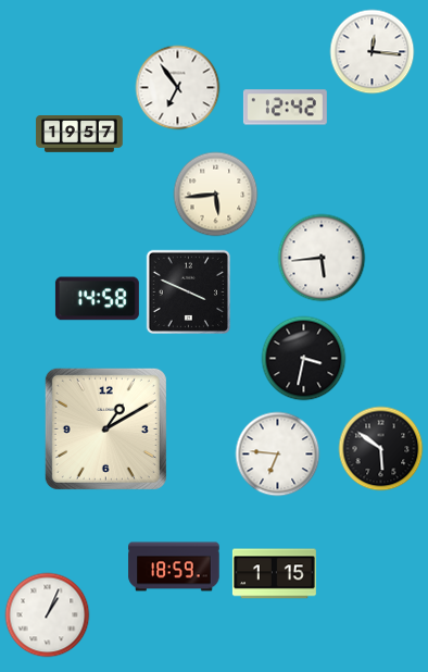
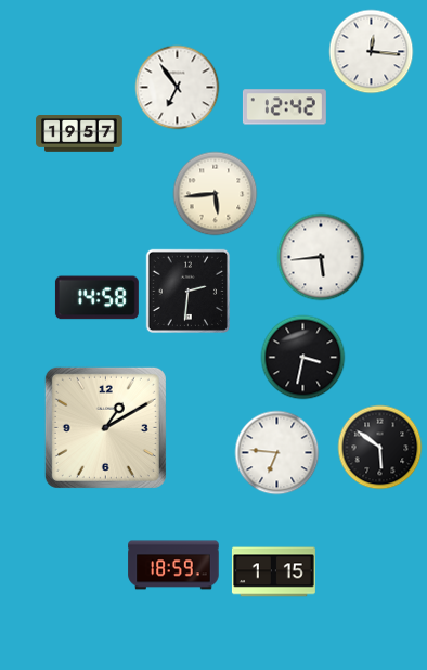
clock at (188, 291): 3:49 -> 2:31
clock at (47, 614): 1:04 -> none
